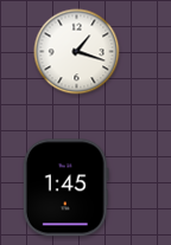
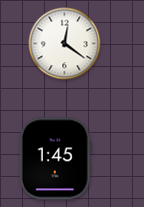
clock at (77, 52): 1:18 -> 12:21
